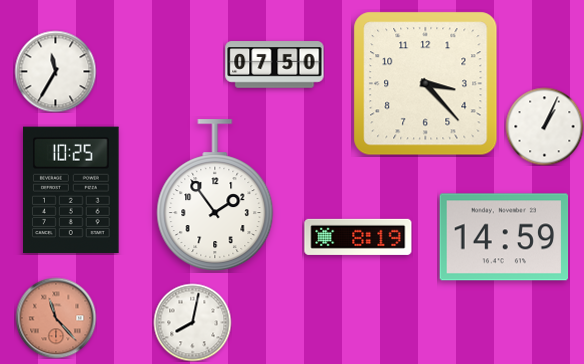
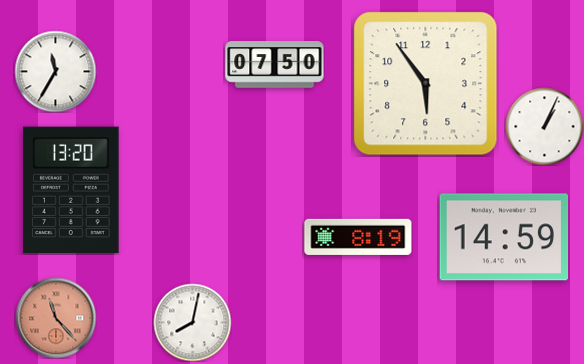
clock at (426, 84): 3:23 -> 5:54
clock at (71, 190): 10:25 -> 13:20
clock at (215, 196): 1:54 -> none
